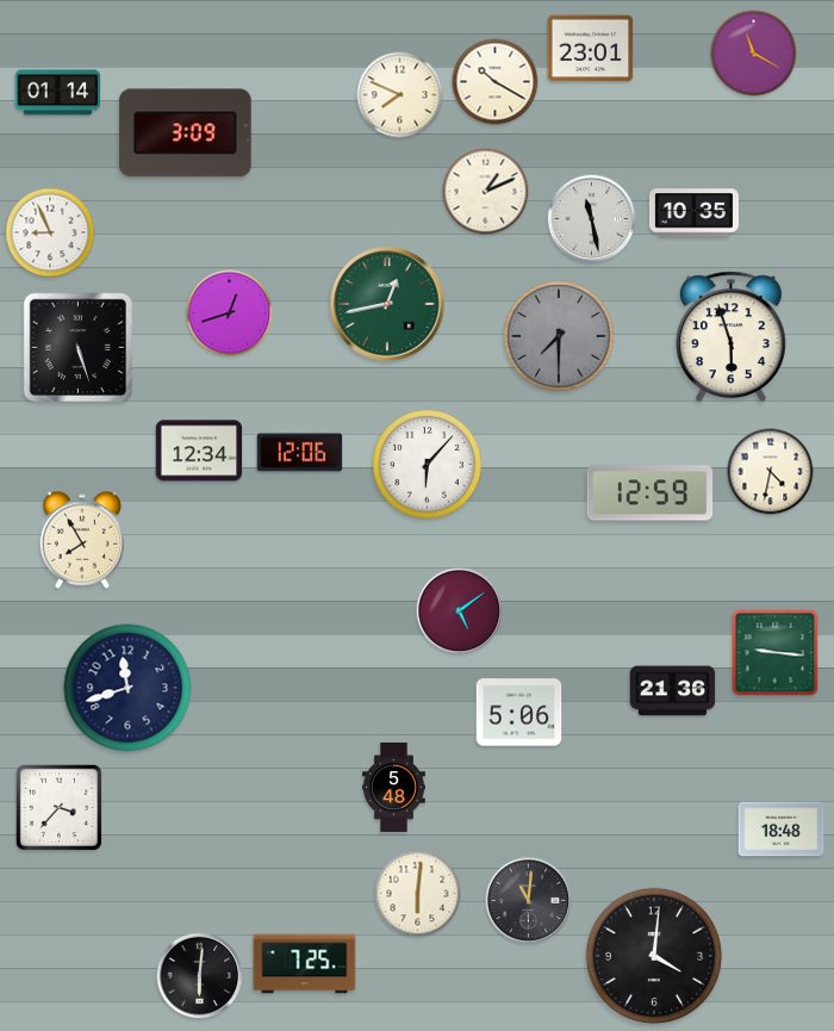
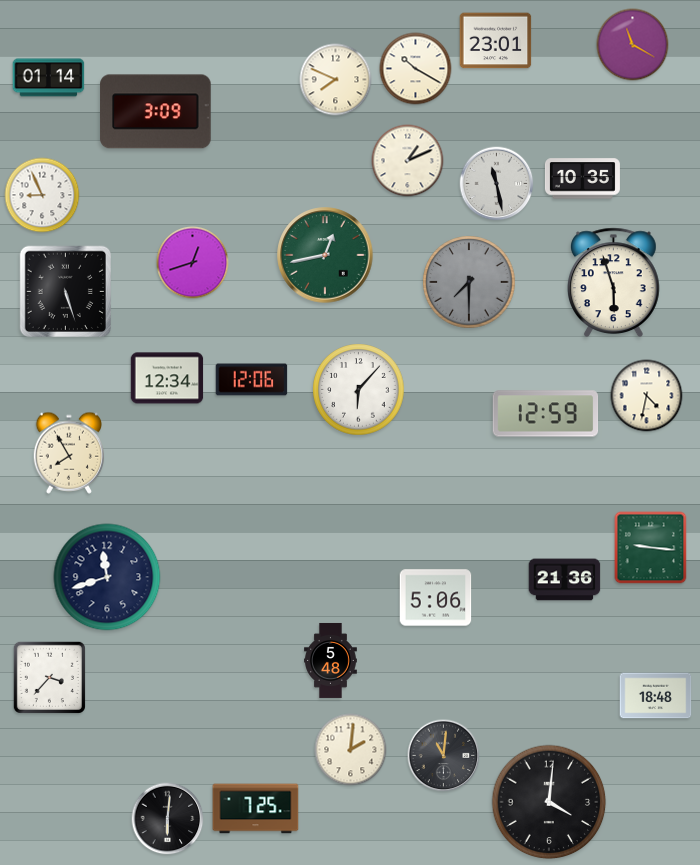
clock at (460, 611): 5:09 -> none
clock at (418, 894): 6:01 -> 2:01
